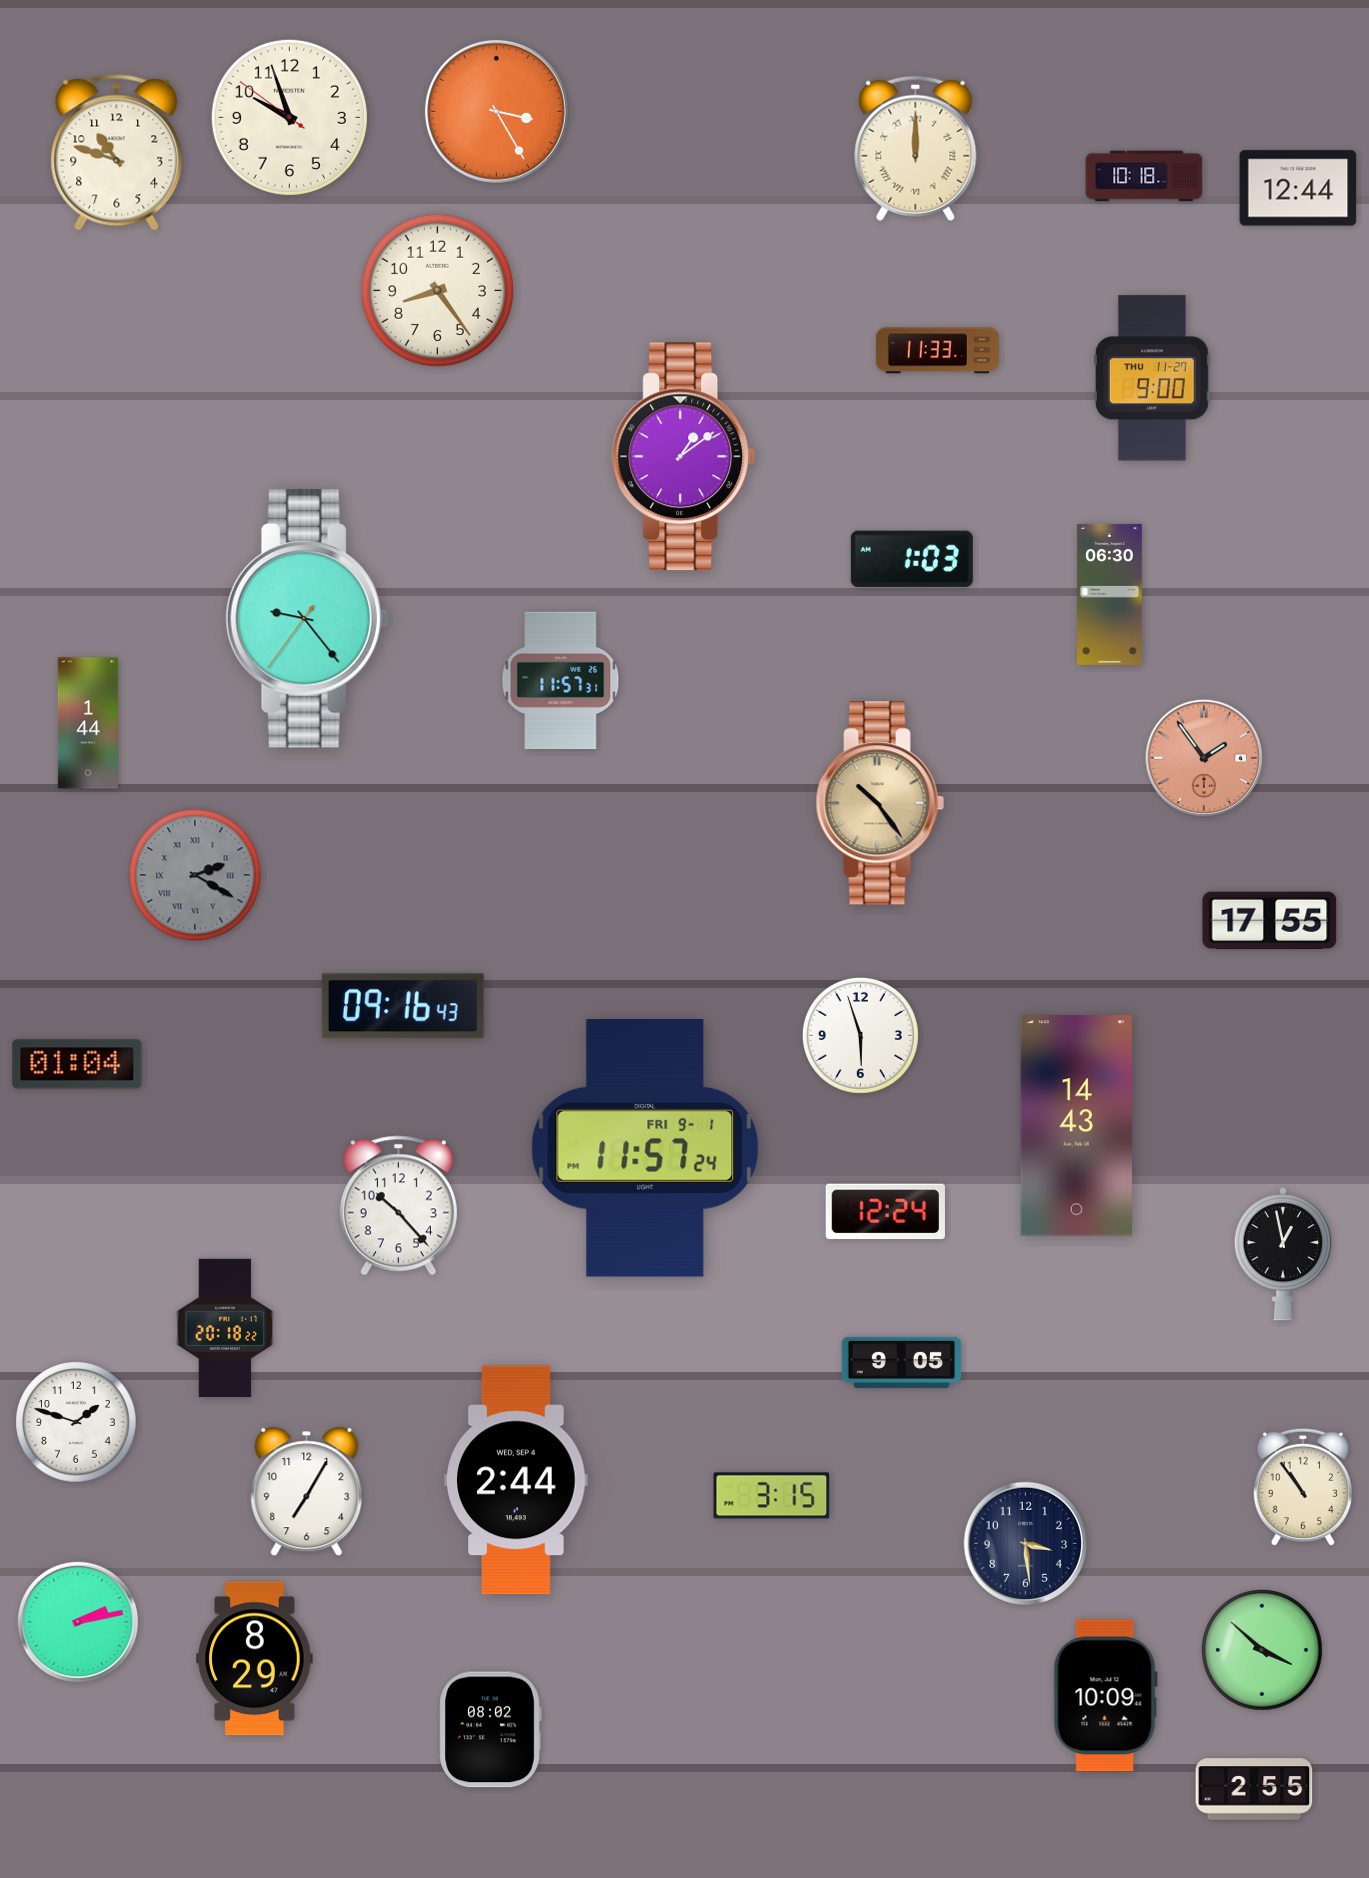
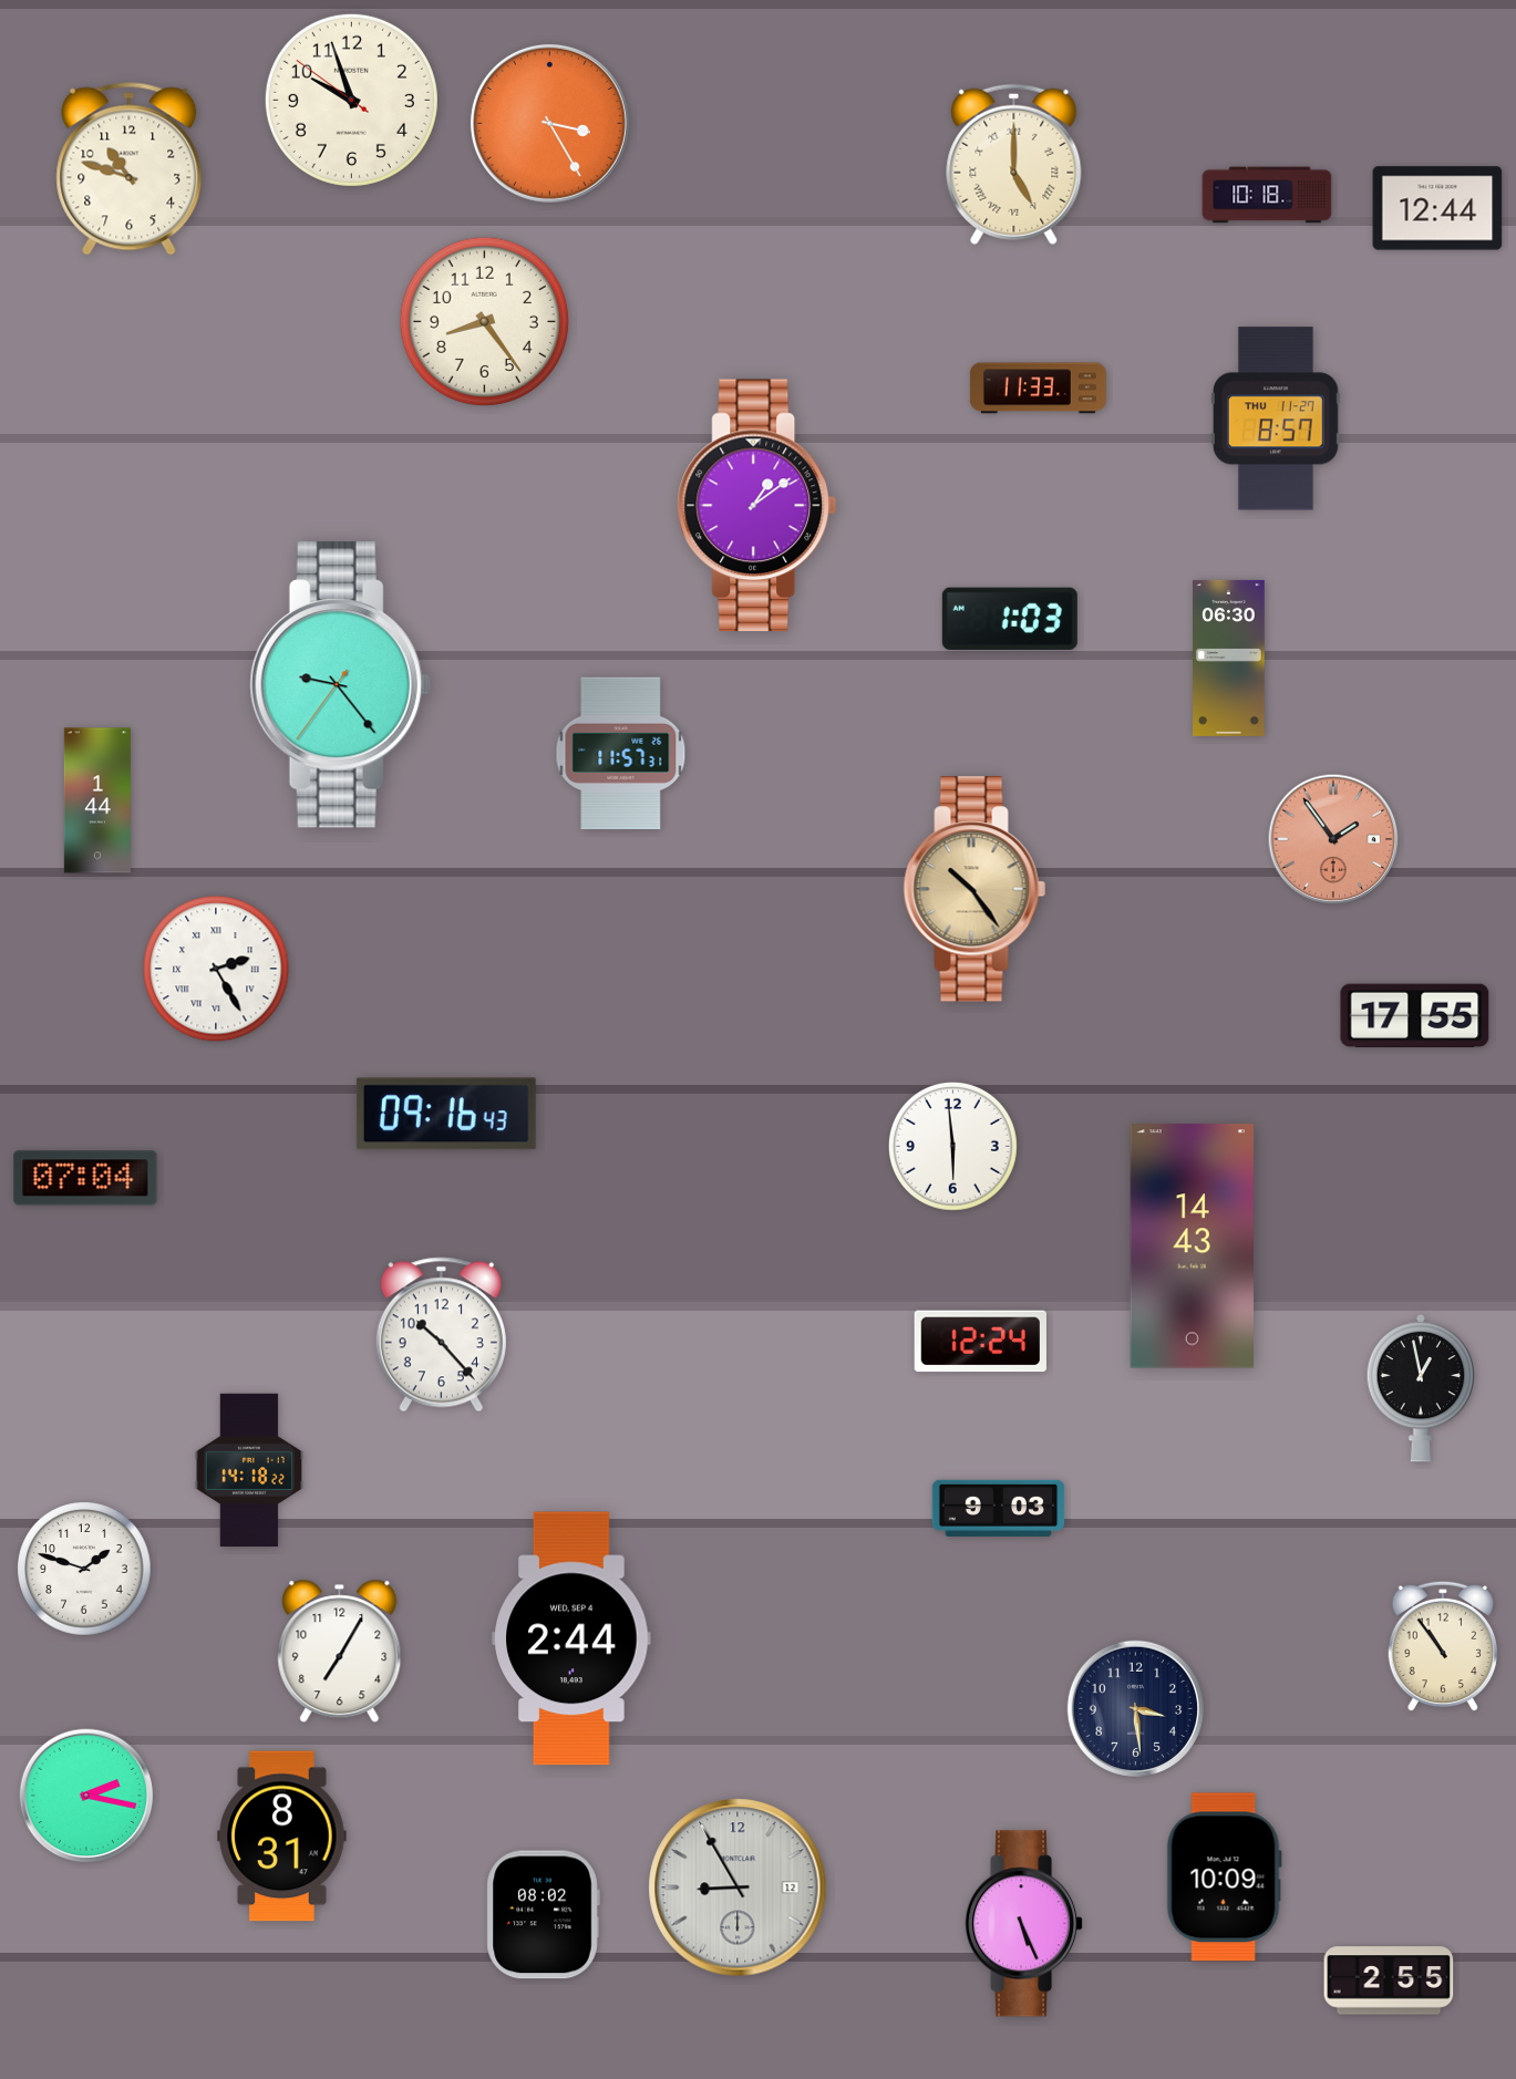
clock at (289, 117) position: (289, 117) -> (351, 100)
clock at (916, 148): 12:00 -> 5:00
clock at (1152, 378): 9:00 -> 8:57
clock at (195, 875): 2:20 -> 2:25
clock at (195, 875) dial: grey -> white
clock at (1270, 921) position: (1270, 921) -> (1415, 1016)
clock at (860, 1035): 5:57 -> 5:59
clock at (77, 1064): 01:04 -> 07:04
clock at (645, 1148): 11:57 -> none
clock at (225, 1328): 20:18 -> 14:18
clock at (902, 1362): 9:05 -> 9:03
clock at (76, 1422) position: (76, 1422) -> (84, 1569)
clock at (772, 1496): 3:15 -> none
clock at (78, 1622): 2:13 -> 2:17
clock at (1262, 1650): 3:52 -> none
clock at (255, 1659): 8:29 -> 8:31
clock at (738, 1887): none -> 8:55
clock at (1024, 1924): none -> 5:26
